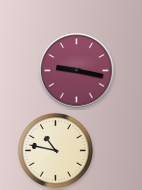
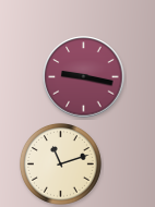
clock at (56, 151): 10:47 -> 11:12
